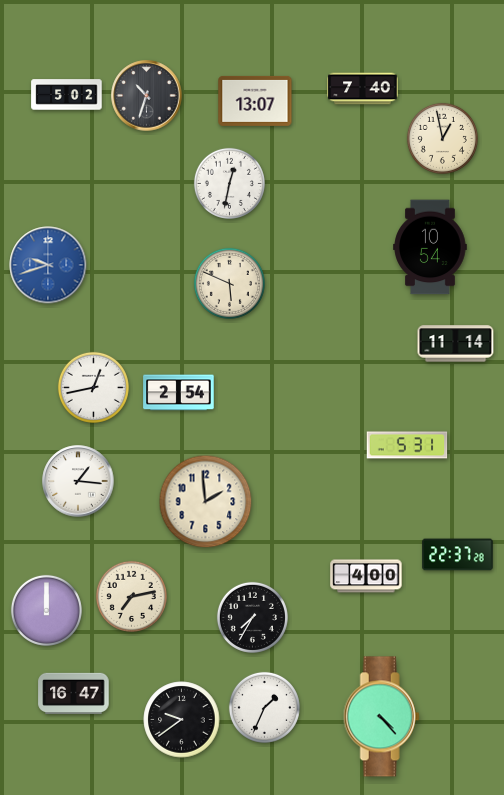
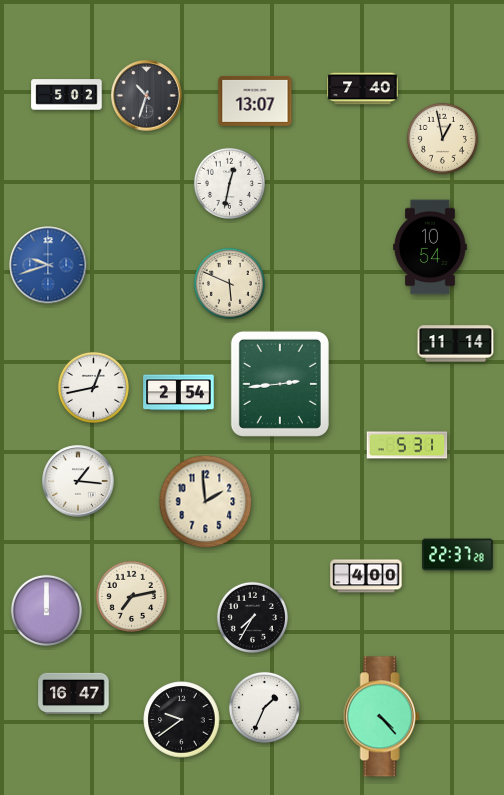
clock at (280, 384): none -> 2:44
